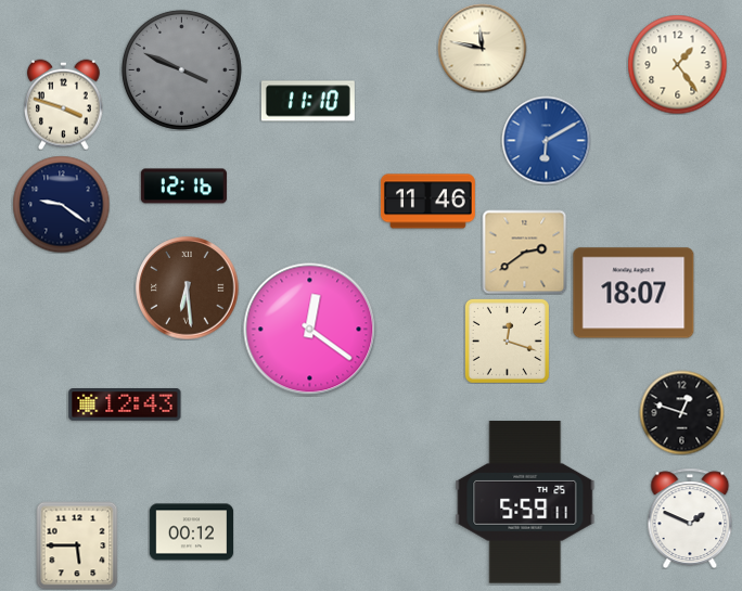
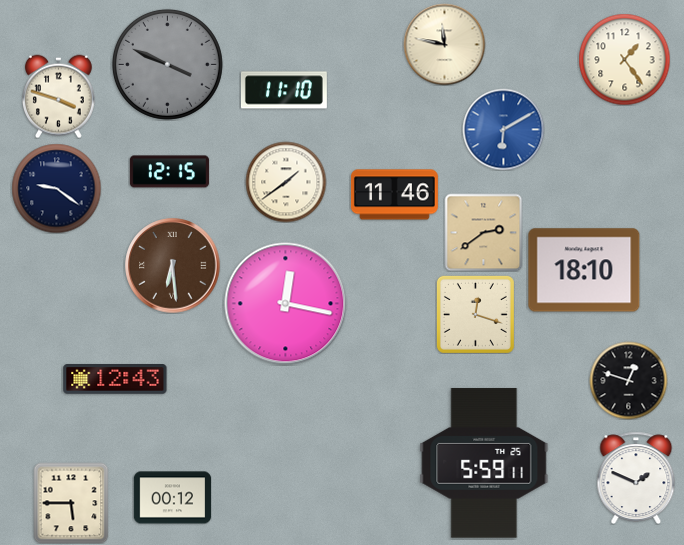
clock at (308, 101) position: (308, 101) -> (284, 90)
clock at (183, 187): 12:16 -> 12:15
clock at (286, 182): none -> 1:39
clock at (427, 202) position: (427, 202) -> (394, 195)
clock at (634, 293): 18:07 -> 18:10
clock at (310, 330): 12:21 -> 12:17
clock at (507, 341) position: (507, 341) -> (475, 314)
clock at (125, 404) position: (125, 404) -> (115, 379)
clock at (191, 532) position: (191, 532) -> (172, 498)
